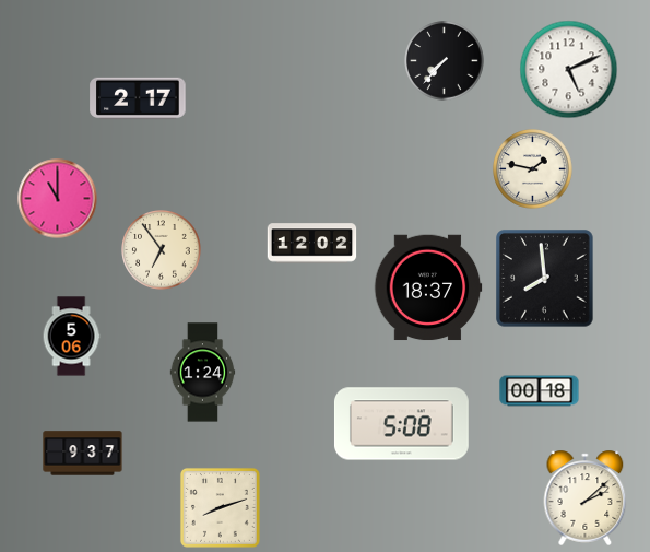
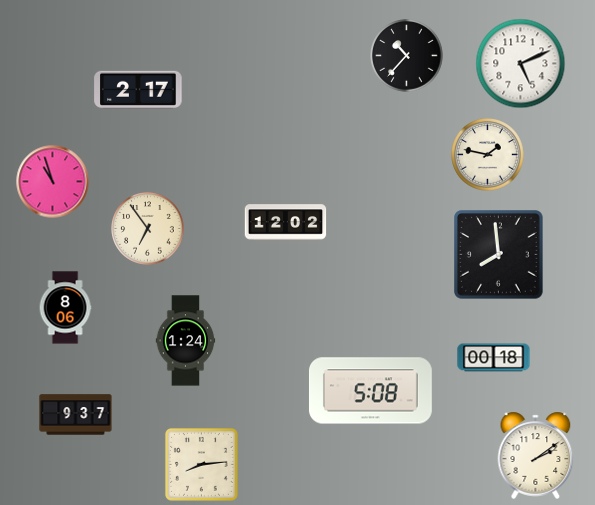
clock at (445, 61): 7:37 -> 10:37
clock at (138, 98) position: (138, 98) -> (138, 90)
clock at (58, 199): 11:00 -> 10:57
clock at (428, 287): 18:37 -> none
clock at (71, 337): 5:06 -> 8:06
clock at (401, 424) position: (401, 424) -> (370, 391)
clock at (586, 497): 2:08 -> 2:09
clock at (220, 507): 8:12 -> 8:14
